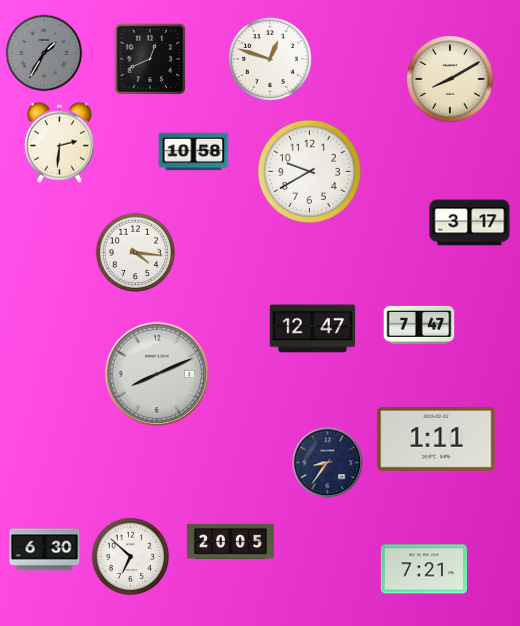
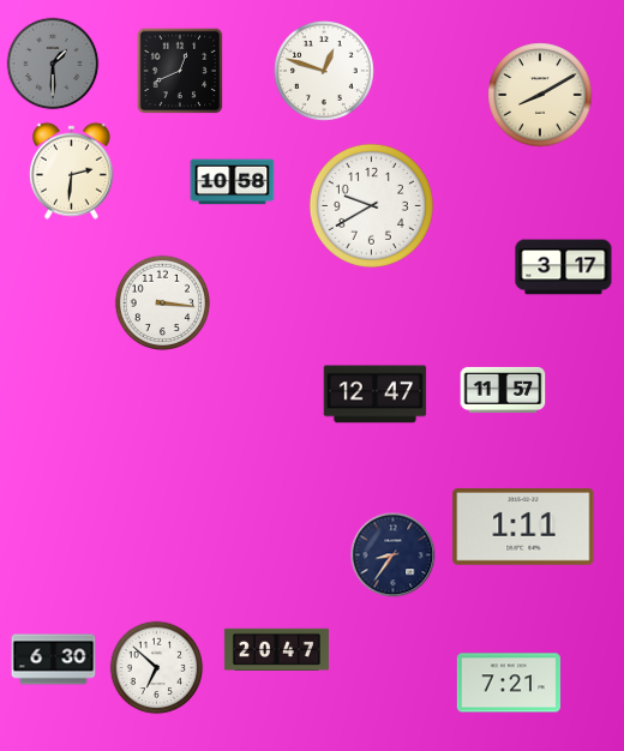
clock at (44, 53): 1:35 -> 1:30
clock at (136, 253): 4:16 -> 3:16
clock at (419, 325): 7:47 -> 11:57
clock at (157, 374): 8:11 -> none
clock at (230, 541): 20:05 -> 20:47
